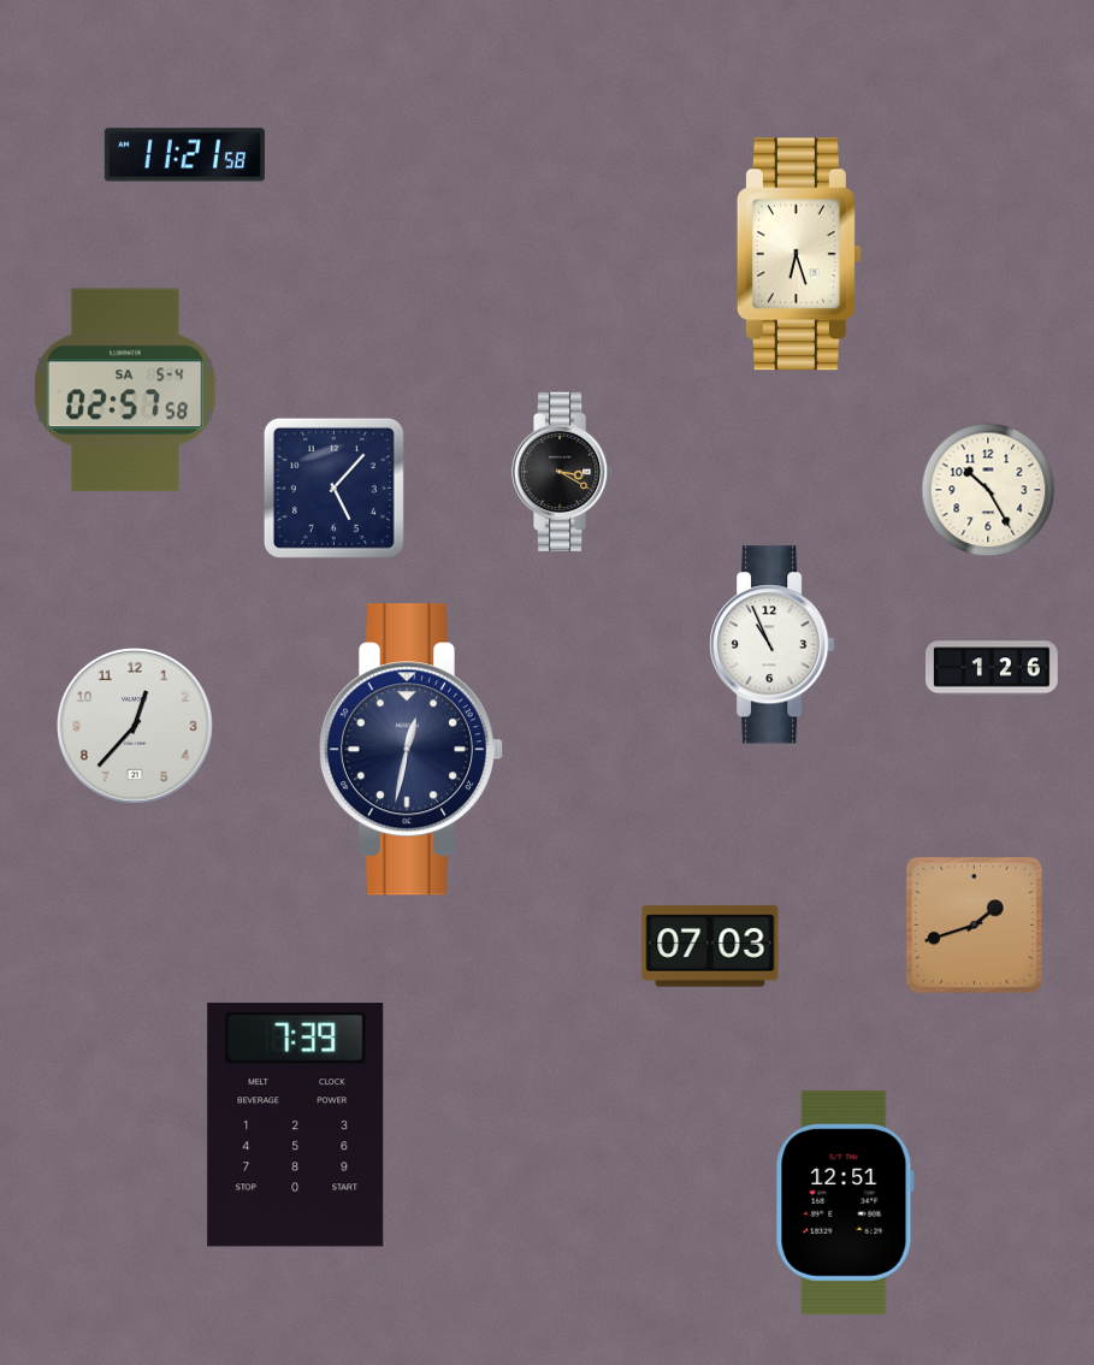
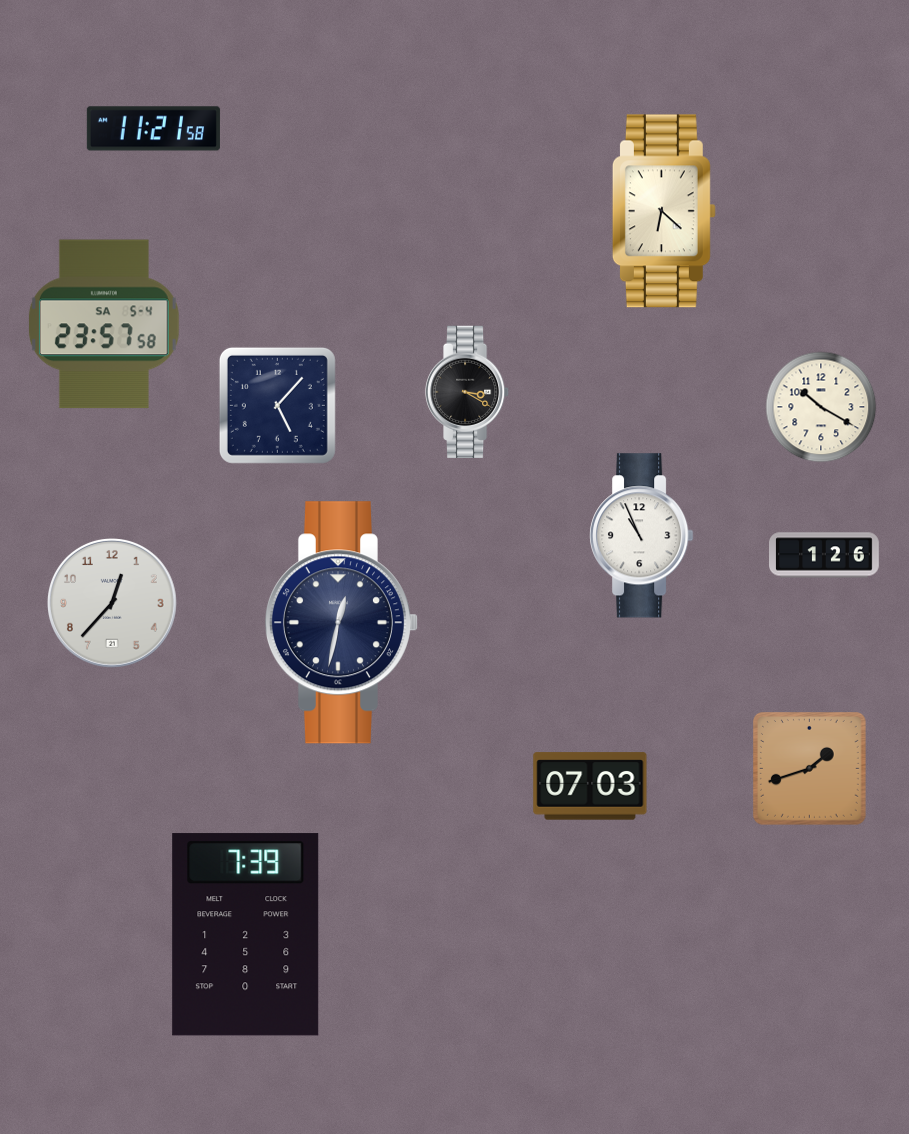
clock at (799, 254): 6:27 -> 6:22
clock at (125, 390): 02:57 -> 23:57
clock at (988, 490): 10:25 -> 10:20
clock at (845, 1202): 12:51 -> none
